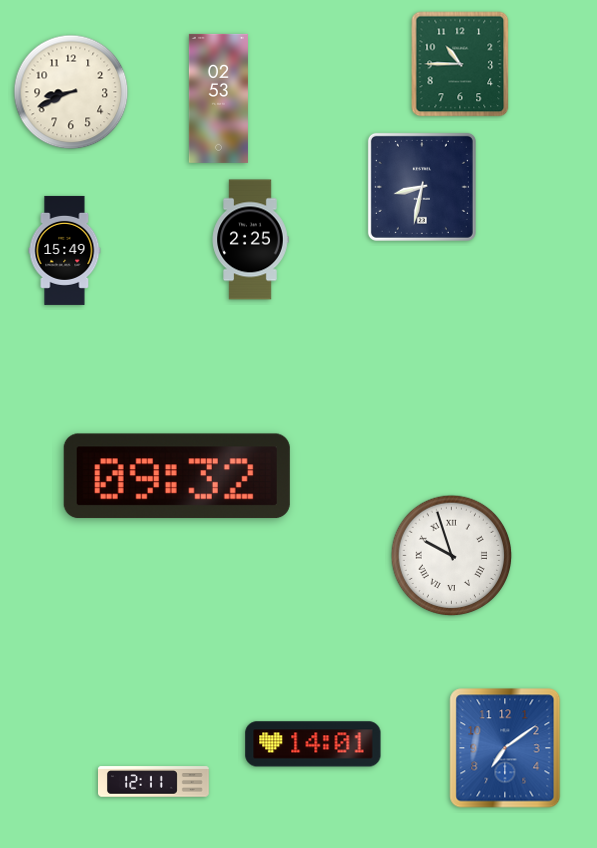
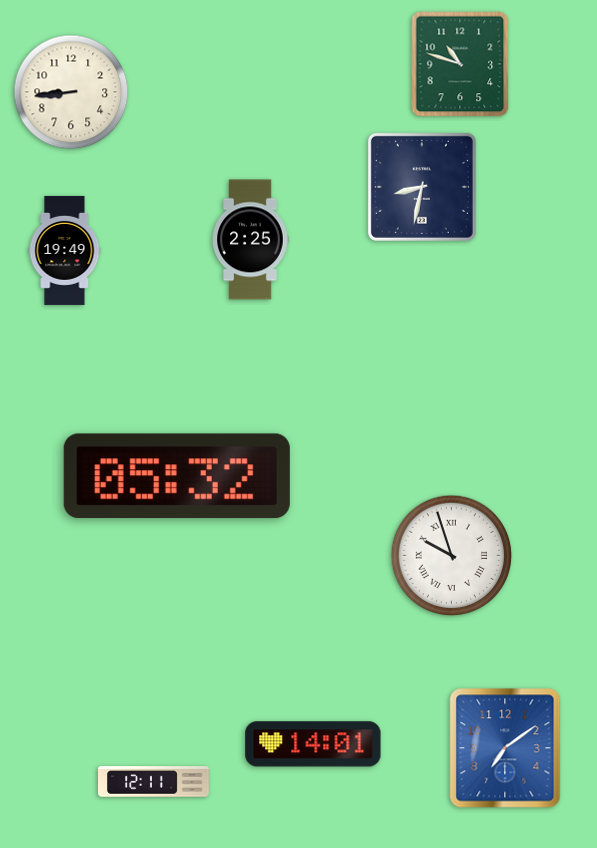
clock at (460, 64): 10:45 -> 10:48
clock at (71, 92): 8:41 -> 8:44
clock at (218, 98): 02:53 -> none
clock at (65, 250): 15:49 -> 19:49
clock at (177, 476): 09:32 -> 05:32
